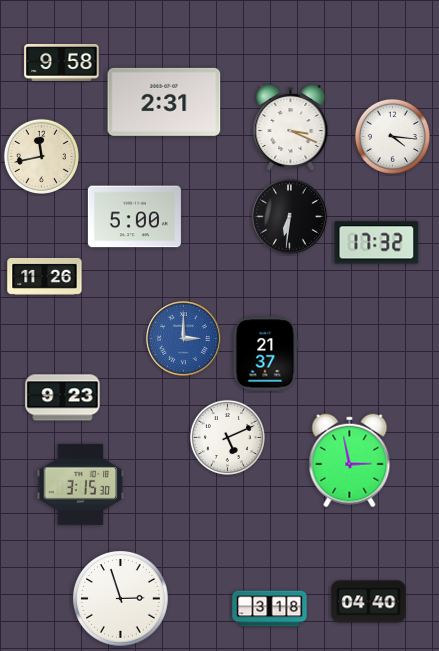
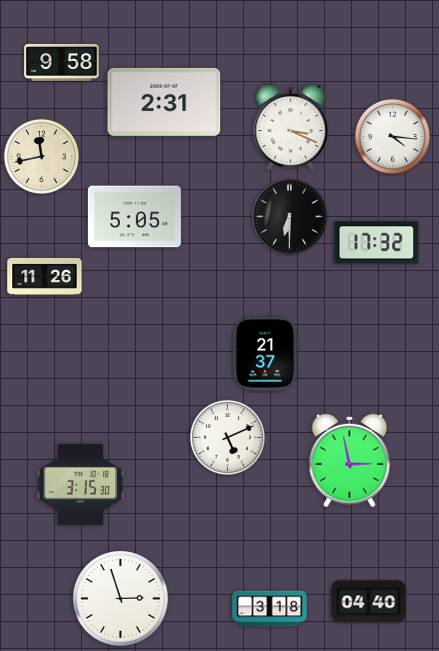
clock at (134, 217): 5:00 -> 5:05
clock at (290, 217): 6:31 -> 6:30
clock at (184, 339): 3:00 -> none
clock at (63, 398): 9:23 -> none
